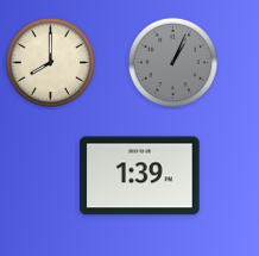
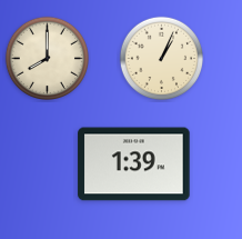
clock at (172, 62) dial: grey -> cream
clock at (140, 176) position: (140, 176) -> (134, 165)
